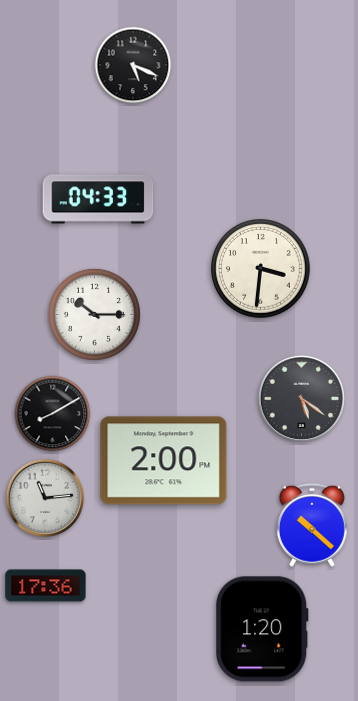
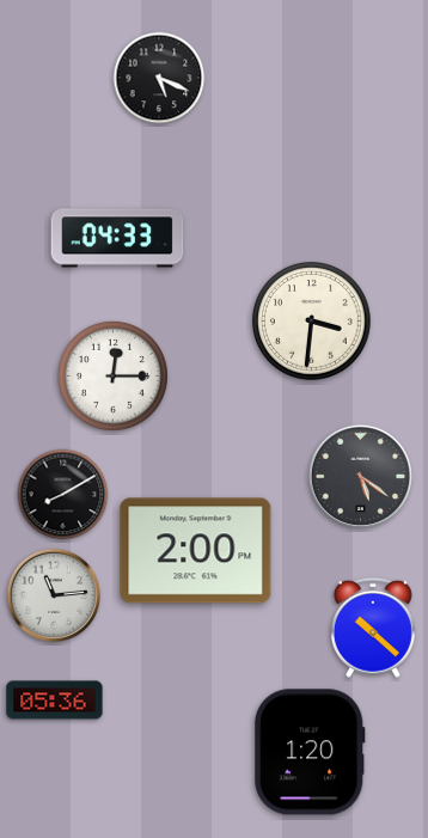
clock at (94, 314): 10:15 -> 12:15
clock at (46, 586): 17:36 -> 05:36
clock at (263, 629) position: (263, 629) -> (311, 752)
